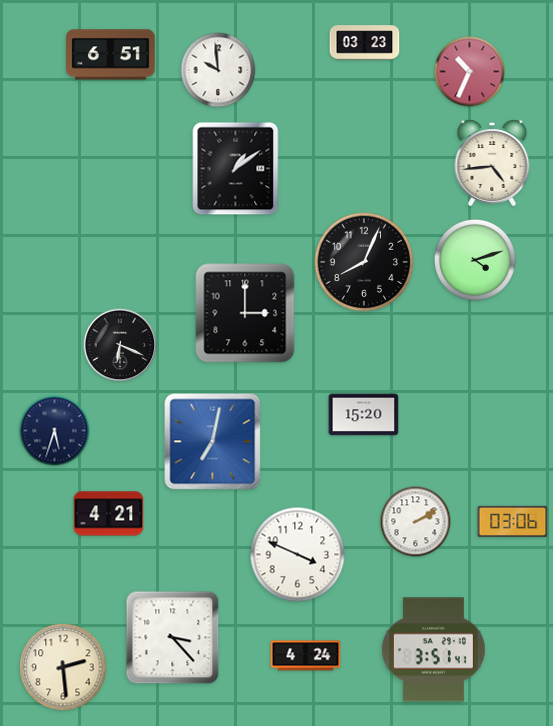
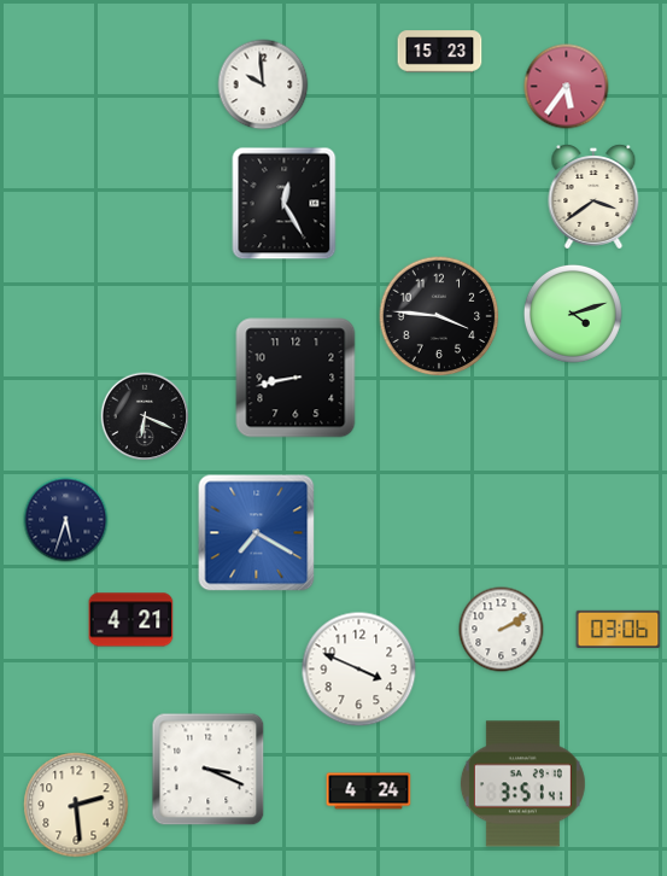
clock at (365, 43): 03:23 -> 15:23
clock at (111, 55): 6:51 -> none
clock at (470, 72): 10:34 -> 5:36
clock at (492, 163): 4:44 -> 3:39
clock at (236, 169): 1:09 -> 12:25
clock at (364, 262): 8:04 -> 3:46
clock at (245, 313): 3:00 -> 8:43
clock at (364, 415): 15:20 -> none
clock at (213, 442): 7:02 -> 7:20
clock at (173, 638): 3:23 -> 3:19
